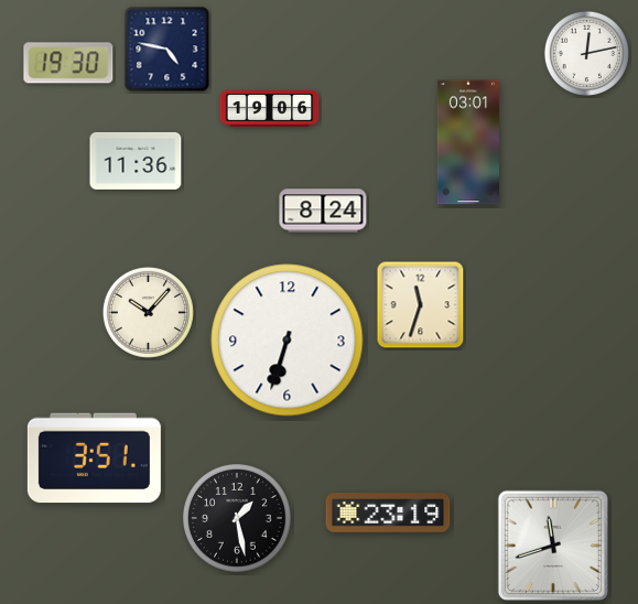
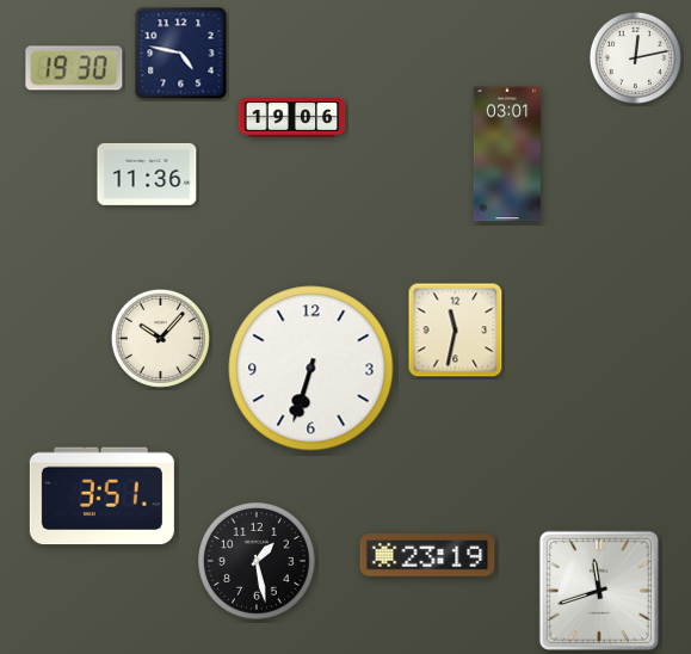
clock at (323, 211): 8:24 -> none
clock at (421, 305): 11:33 -> 11:32
clock at (388, 513) position: (388, 513) -> (427, 555)
